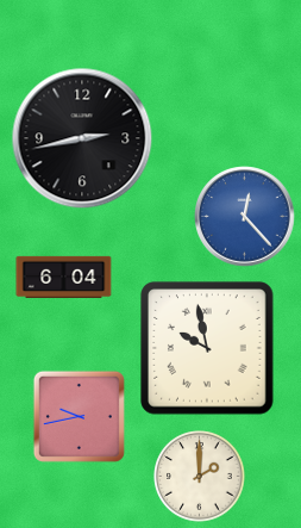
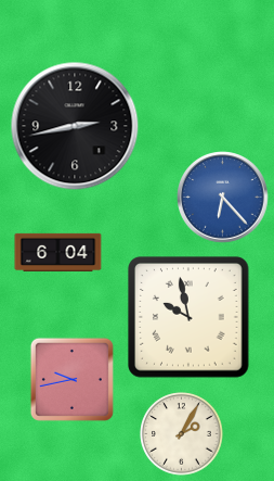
clock at (245, 217): 12:23 -> 6:23
clock at (200, 477): 2:00 -> 2:05
